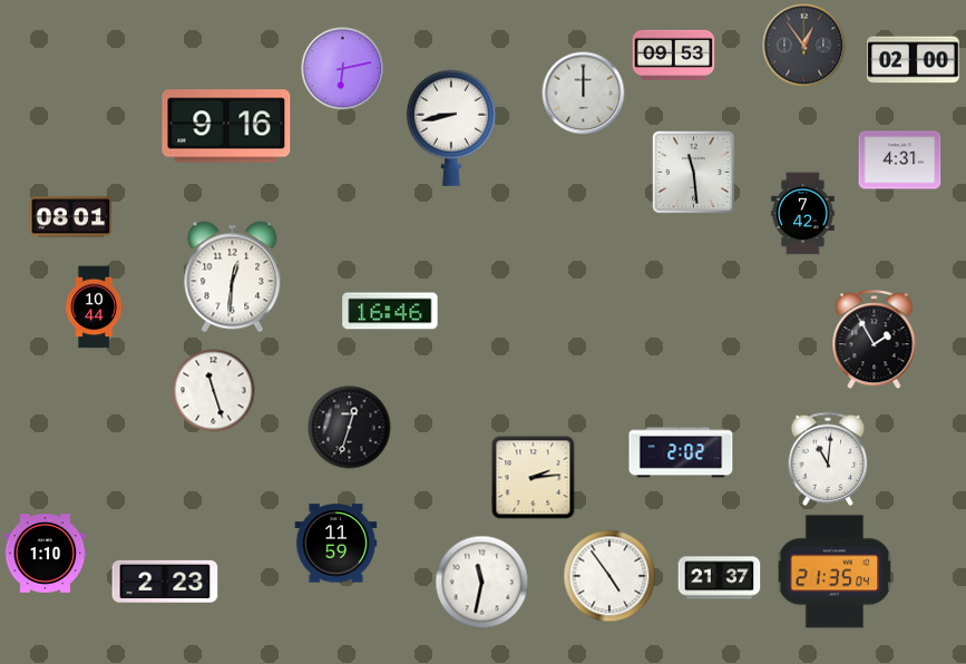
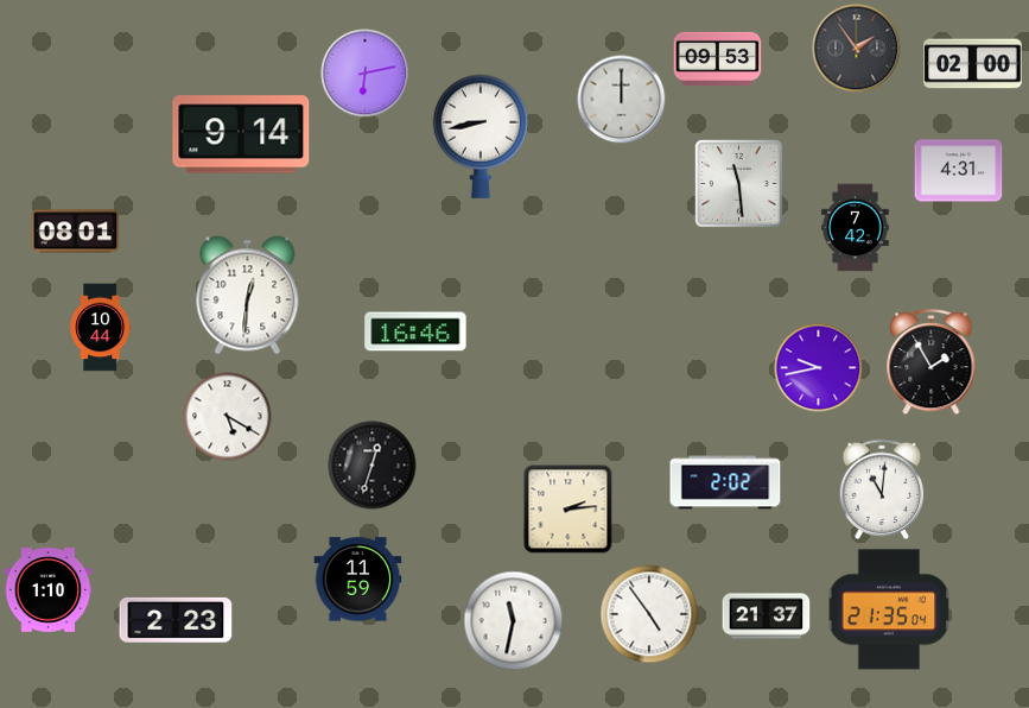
clock at (804, 46): 12:54 -> 1:54
clock at (226, 126): 9:16 -> 9:14
clock at (819, 368): none -> 9:43
clock at (214, 391): 11:27 -> 5:20
clock at (350, 428) position: (350, 428) -> (373, 466)
